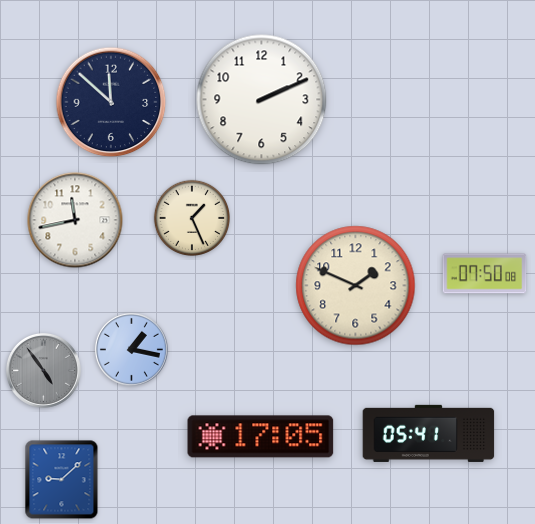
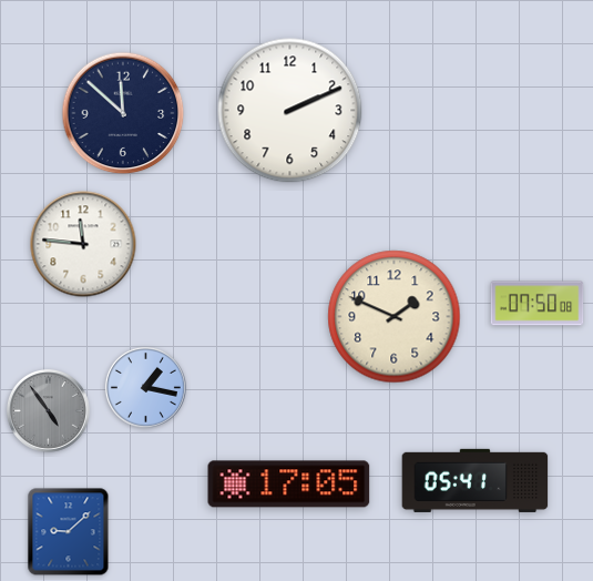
clock at (191, 217): 1:26 -> none
clock at (75, 220): 11:43 -> 11:46
